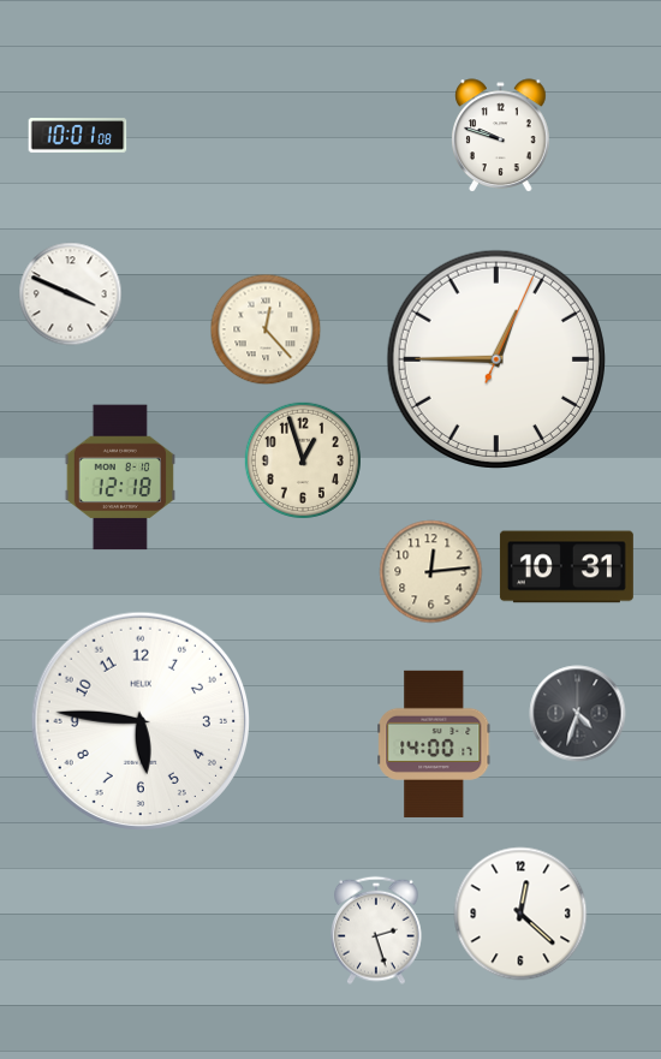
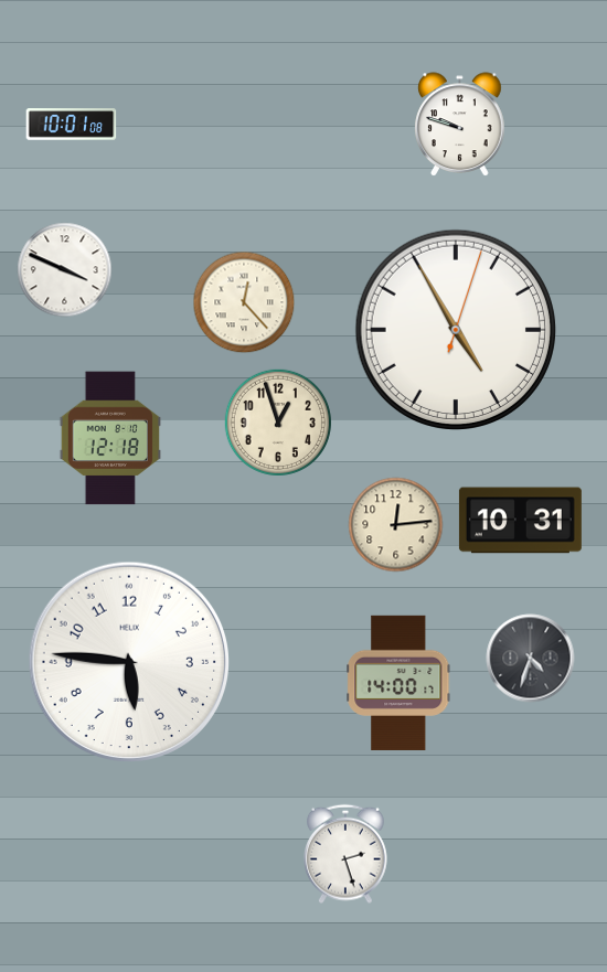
clock at (495, 358): 12:45 -> 4:55
clock at (578, 714) position: (578, 714) -> (531, 659)
clock at (520, 914): 12:22 -> none
